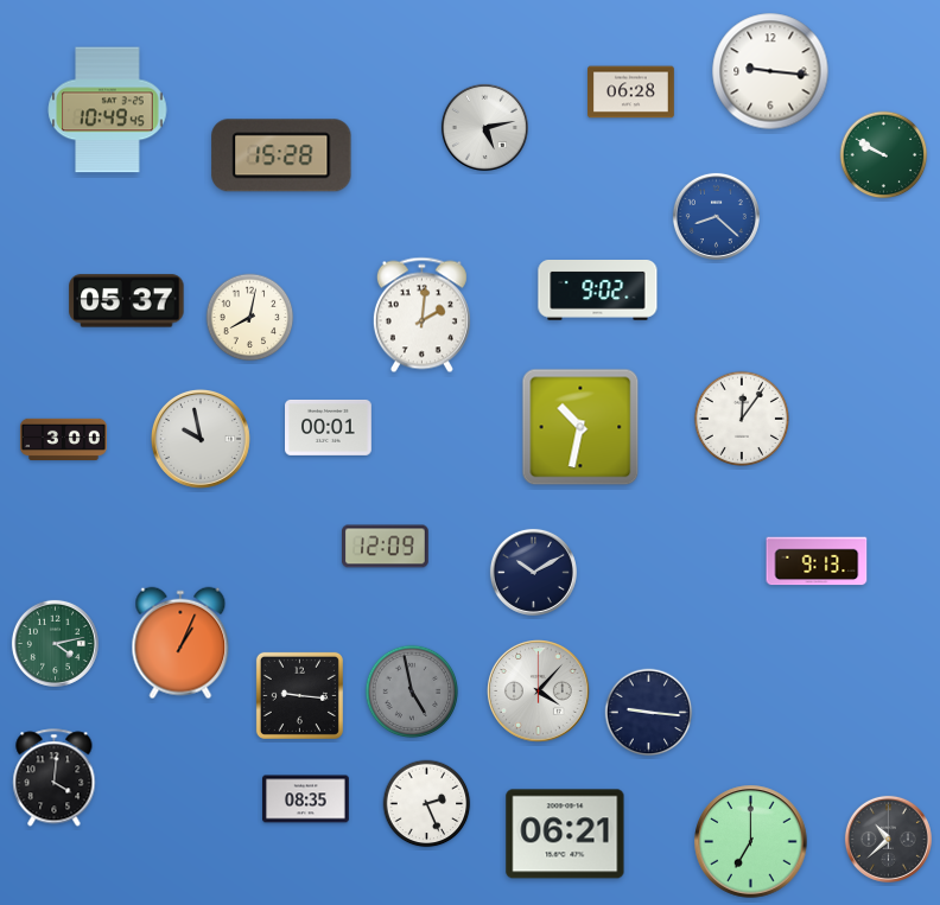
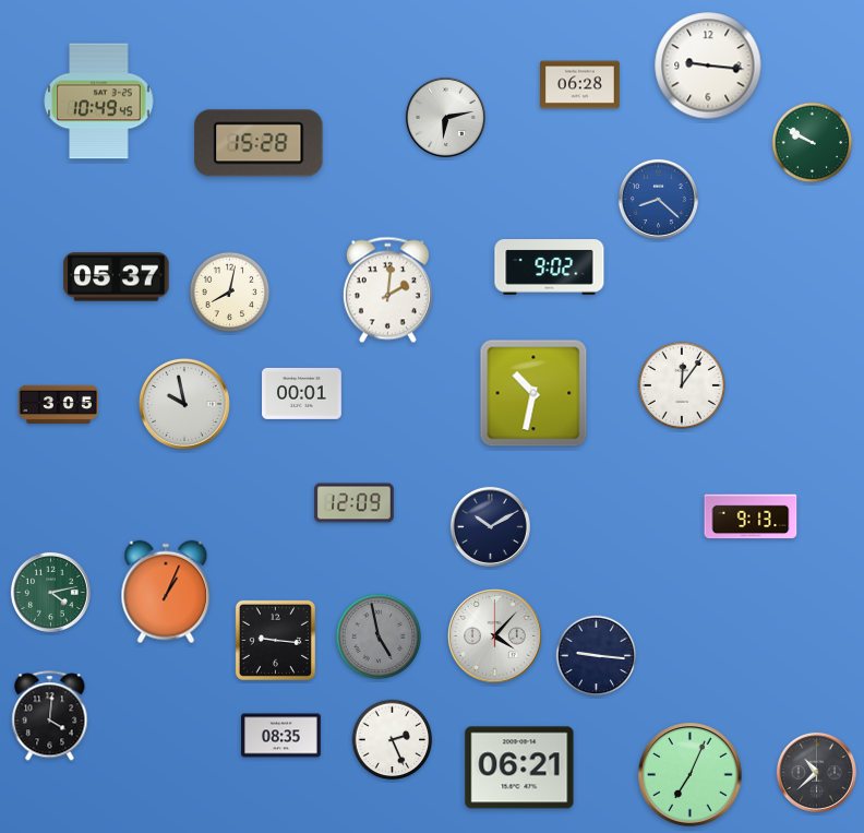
clock at (484, 127): 5:13 -> 6:13
clock at (64, 439): 3:00 -> 3:05
clock at (751, 842): 7:00 -> 7:04
